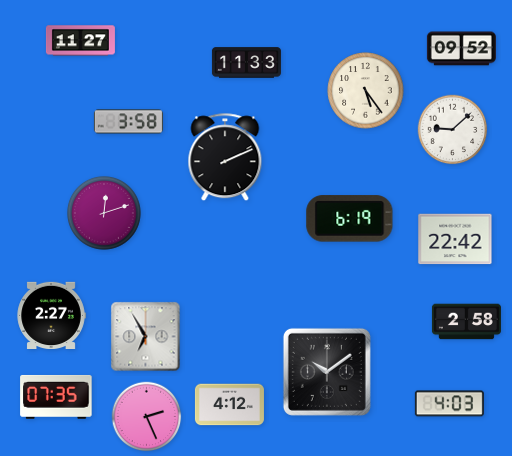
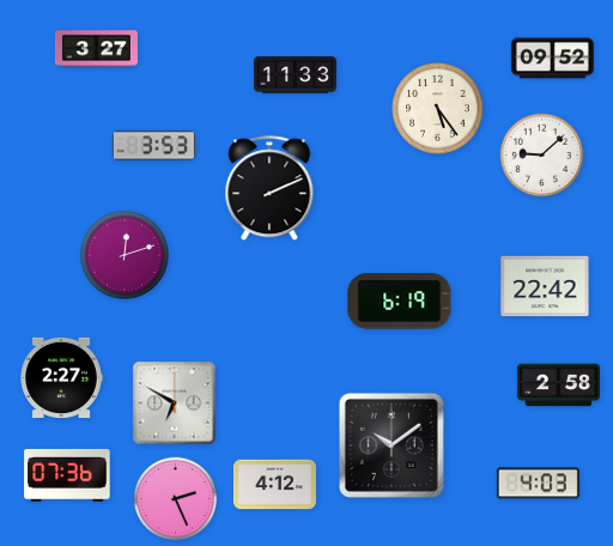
clock at (80, 41): 11:27 -> 3:27
clock at (128, 122): 3:58 -> 3:53
clock at (350, 219) position: (350, 219) -> (400, 302)
clock at (146, 337): 6:55 -> 6:50
clock at (56, 397): 07:35 -> 07:36
